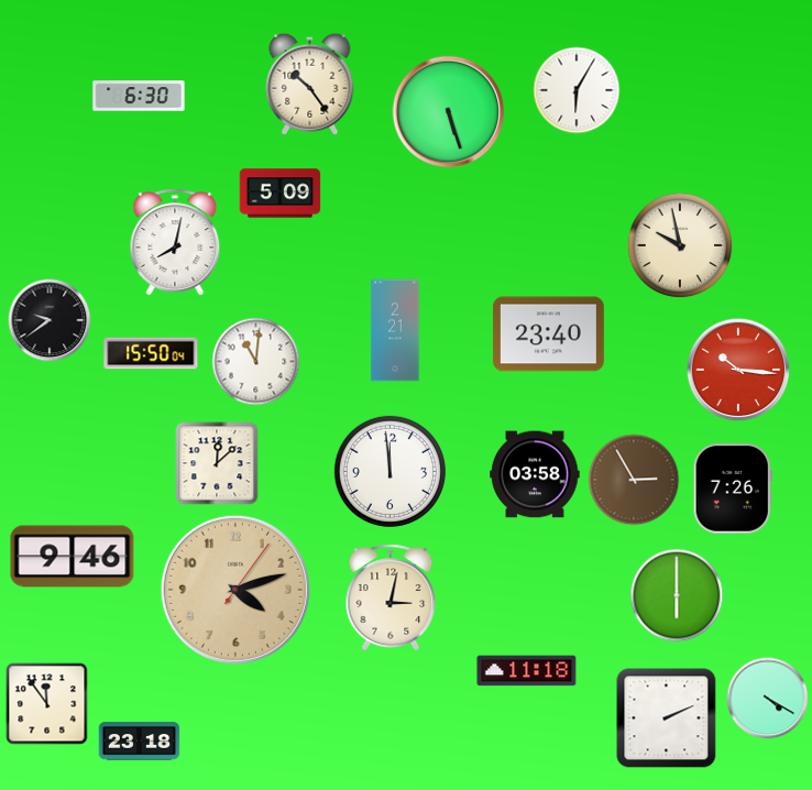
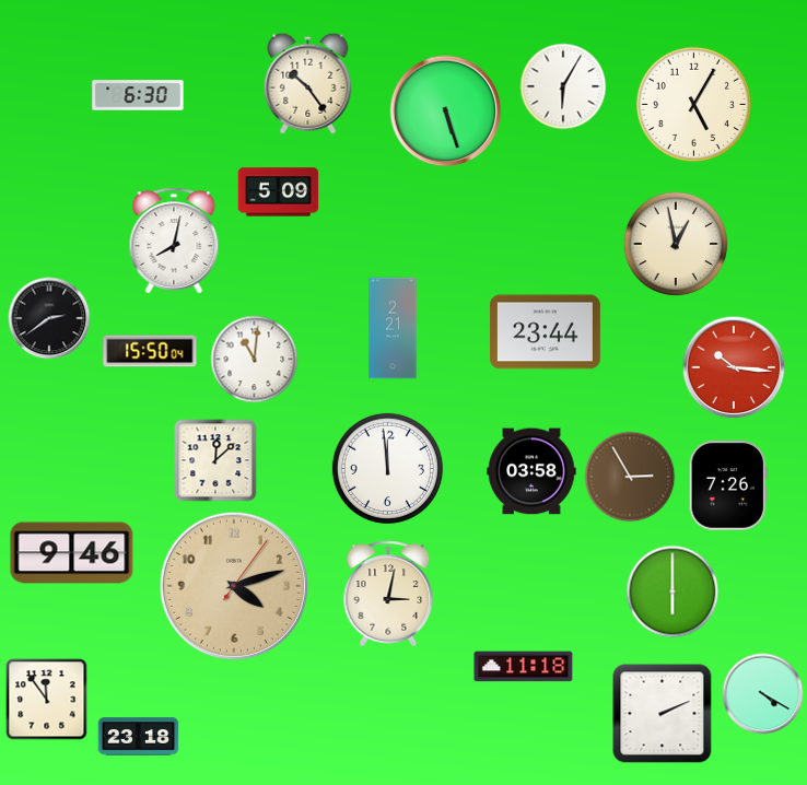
clock at (577, 90) position: (577, 90) -> (563, 86)
clock at (693, 104): none -> 5:05
clock at (680, 245): 9:58 -> 12:58
clock at (50, 320): 9:39 -> 2:39
clock at (548, 334): 23:40 -> 23:44
